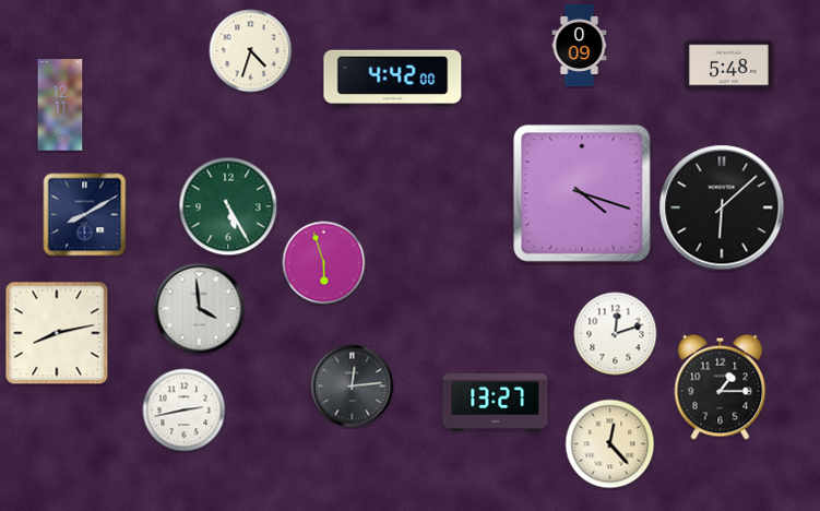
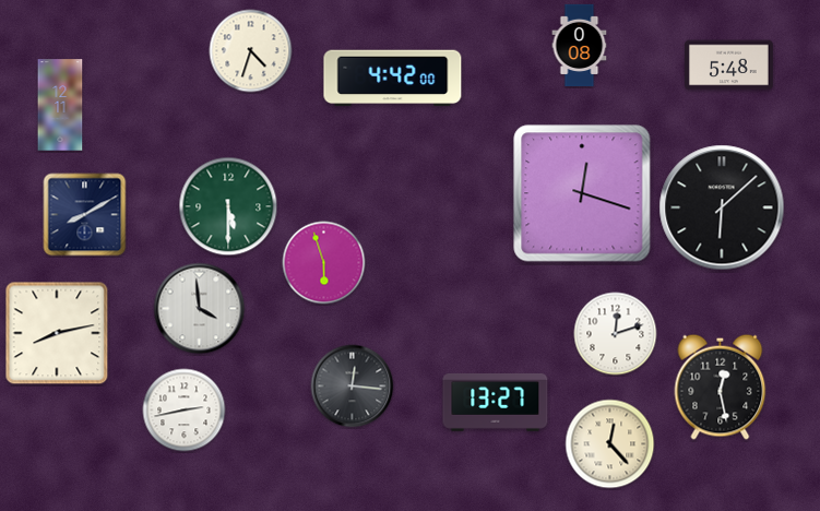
clock at (580, 46): 0:09 -> 0:08
clock at (582, 193): 4:18 -> 12:18
clock at (228, 206): 5:25 -> 5:30
clock at (353, 387): 12:14 -> 12:16
clock at (721, 387): 1:15 -> 12:28
